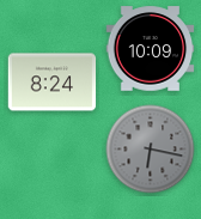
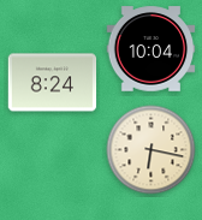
clock at (151, 49): 10:09 -> 10:04
clock at (151, 150) dial: grey -> cream
